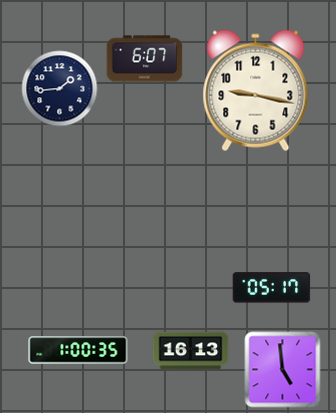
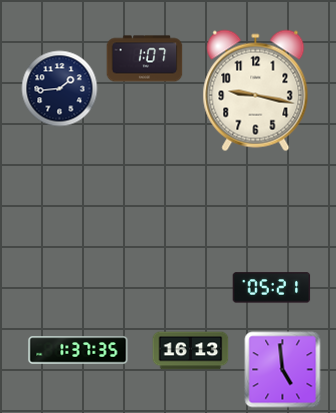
clock at (145, 59): 6:07 -> 1:07
clock at (272, 288): 05:17 -> 05:21
clock at (78, 350): 1:00 -> 1:37
